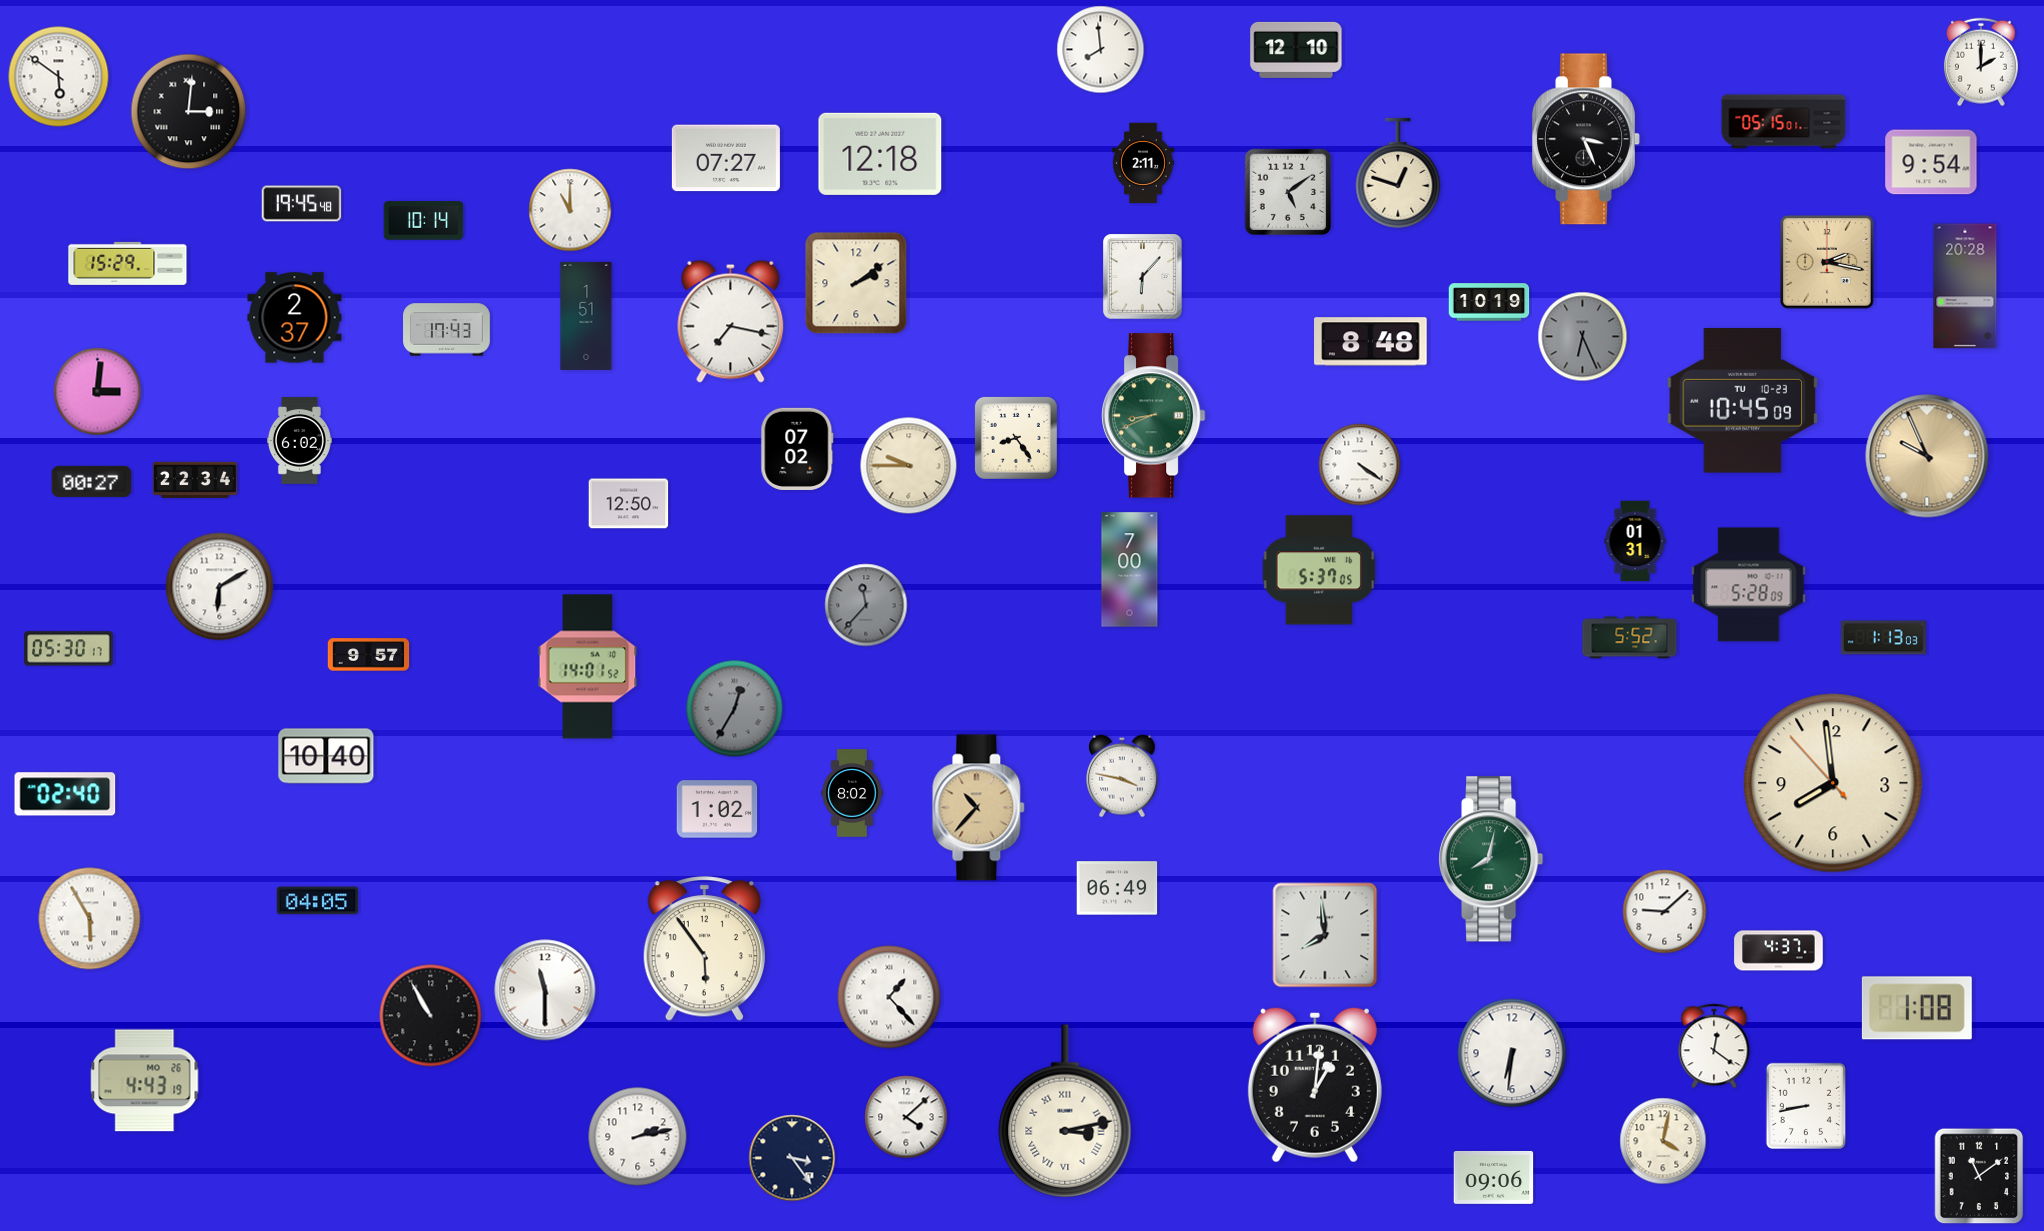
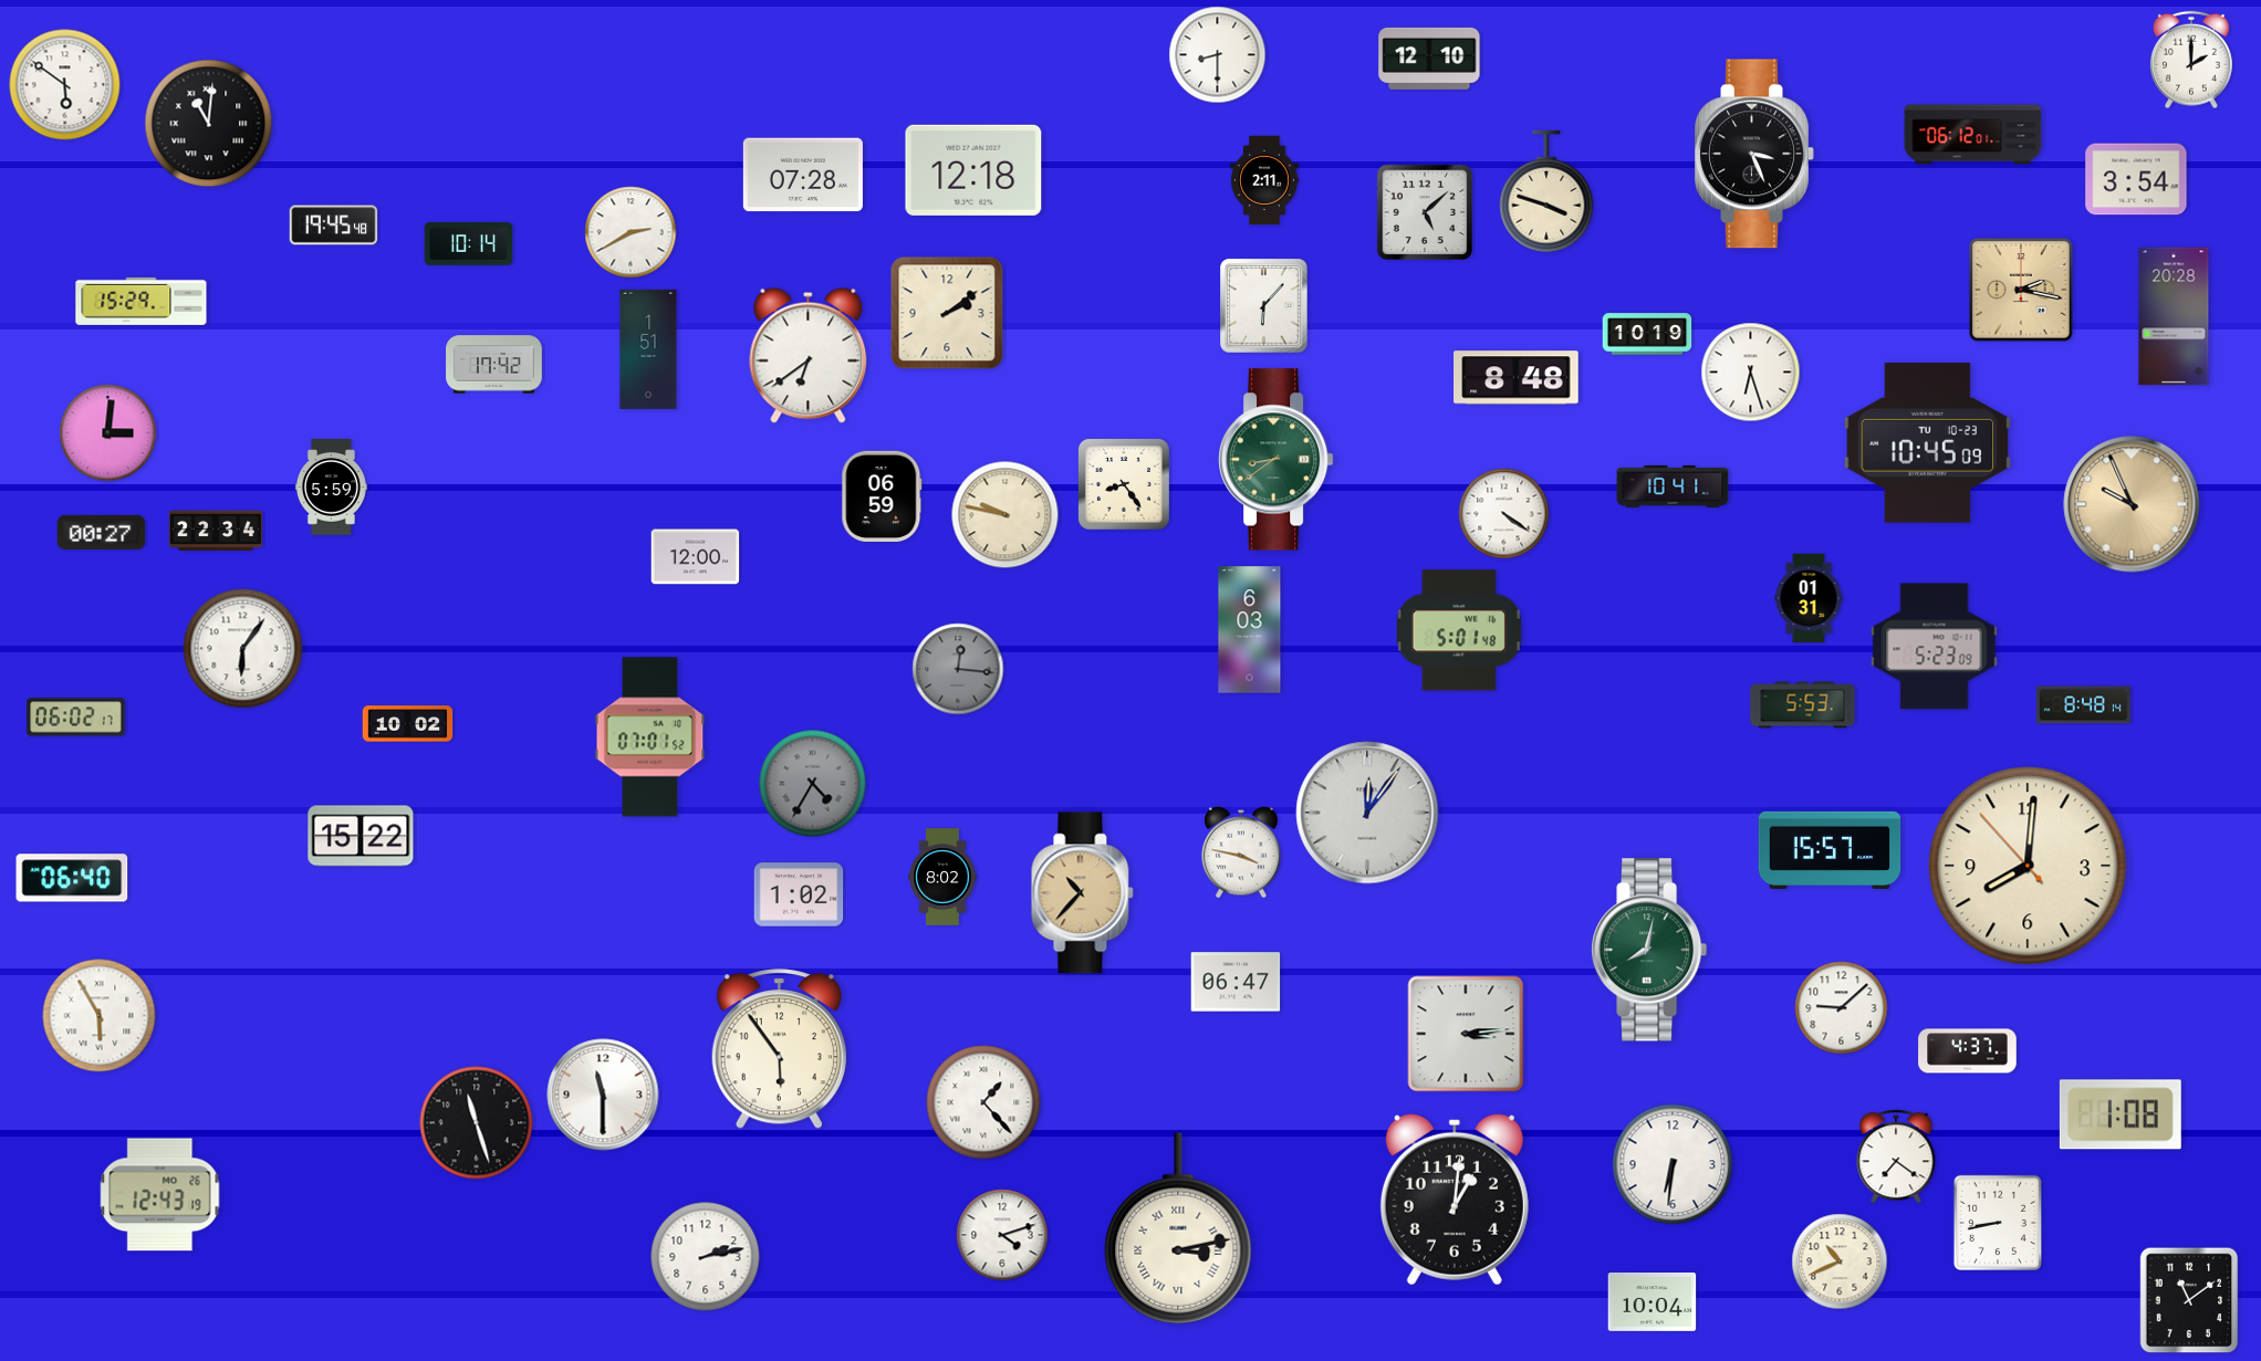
clock at (1101, 50): 7:59 -> 8:30
clock at (1296, 50) position: (1296, 50) -> (1429, 59)
clock at (1981, 62) position: (1981, 62) -> (2191, 60)
clock at (189, 112): 3:01 -> 11:01
clock at (1784, 122): 05:15 -> 06:12
clock at (726, 158): 07:27 -> 07:28
clock at (1931, 162): 9:54 -> 3:54
clock at (1398, 173): 12:48 -> 3:48
clock at (1287, 191): 5:09 -> 5:08
clock at (570, 210): 11:00 -> 2:40
clock at (128, 263) position: (128, 263) -> (142, 301)
clock at (295, 318): 2:37 -> none
clock at (731, 321): 7:17 -> 6:39
clock at (447, 330): 17:43 -> 17:42
clock at (1583, 337): 6:26 -> 6:27
clock at (1583, 337) dial: grey -> white
clock at (1153, 416): 8:41 -> 8:39
clock at (1673, 486): none -> 10:41
clock at (299, 441): 6:02 -> 5:59
clock at (797, 449): 07:02 -> 06:59
clock at (909, 466): 9:45 -> 9:47
clock at (629, 504): 12:50 -> 12:00
clock at (1130, 570): 7:00 -> 6:03
clock at (1319, 570): 5:37 -> 5:01
clock at (1749, 585): 5:28 -> 5:23
clock at (220, 587): 6:10 -> 6:06
clock at (866, 605): 11:37 -> 12:16
clock at (1630, 638): 5:52 -> 5:53
clock at (1883, 638): 1:13 -> 8:48
clock at (69, 649): 05:30 -> 06:02
clock at (369, 655): 9:57 -> 10:02
clock at (588, 667): 14:01 -> 07:01
clock at (735, 709): 12:35 -> 4:35
clock at (1367, 813): none -> 12:06
clock at (326, 756): 10:40 -> 15:22
clock at (1830, 850): none -> 15:57
clock at (1122, 776) position: (1122, 776) -> (1241, 852)
clock at (1833, 783): 7:58 -> 8:00
clock at (65, 794): 02:40 -> 06:40
clock at (717, 809) position: (717, 809) -> (799, 894)
clock at (1117, 888): 06:49 -> 06:47
clock at (318, 901): 04:05 -> none
clock at (1325, 935): 7:59 -> 3:14
clock at (431, 1016): 10:55 -> 11:27
clock at (1714, 1046): 12:21 -> 7:21
clock at (145, 1081): 4:43 -> 12:43
clock at (906, 1117): 4:08 -> 4:12
clock at (1663, 1141): 4:02 -> 10:41
clock at (792, 1158): 3:24 -> none
clock at (1494, 1177): 09:06 -> 10:04
